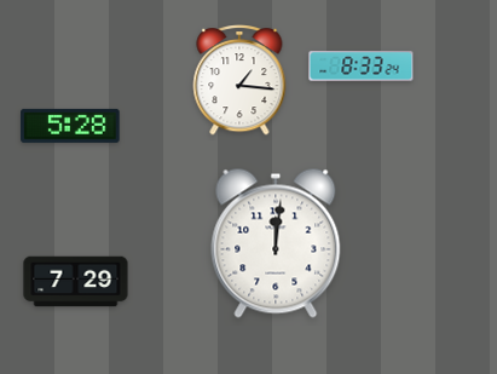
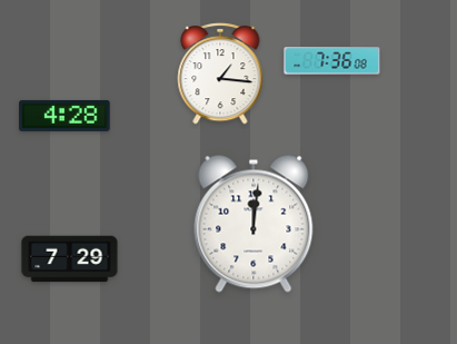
clock at (362, 67): 8:33 -> 7:36
clock at (70, 126): 5:28 -> 4:28
